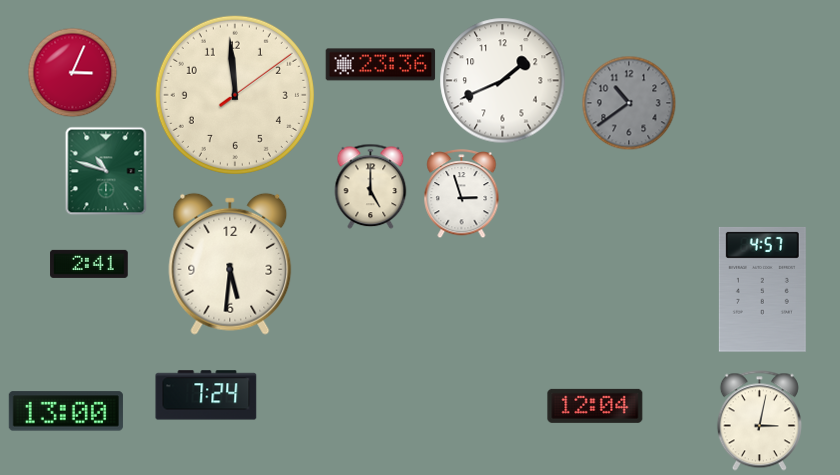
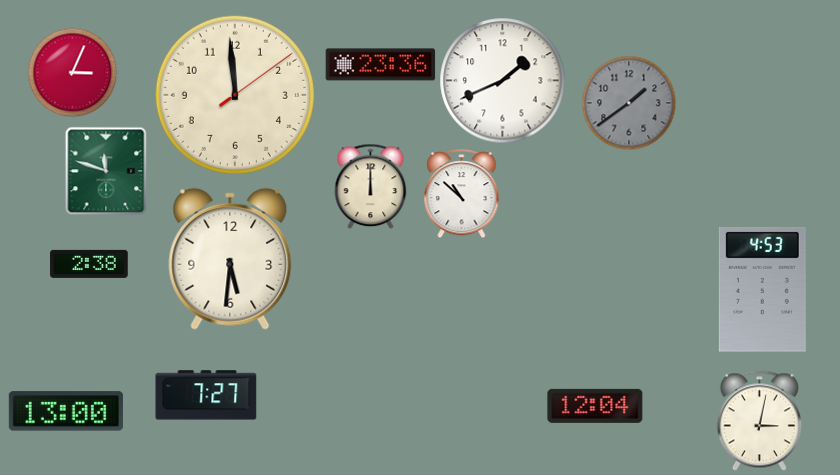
clock at (629, 103): 10:39 -> 1:39
clock at (106, 171): 10:48 -> 11:48
clock at (371, 186): 5:00 -> 12:00
clock at (462, 194): 2:57 -> 10:52
clock at (89, 264): 2:41 -> 2:38
clock at (230, 264) position: (230, 264) -> (230, 259)
clock at (762, 289): 4:57 -> 4:53
clock at (206, 395): 7:24 -> 7:27
